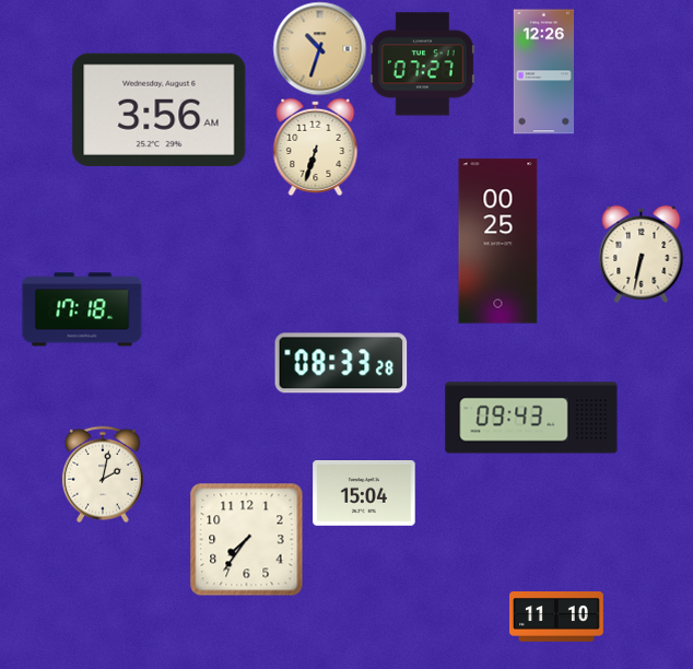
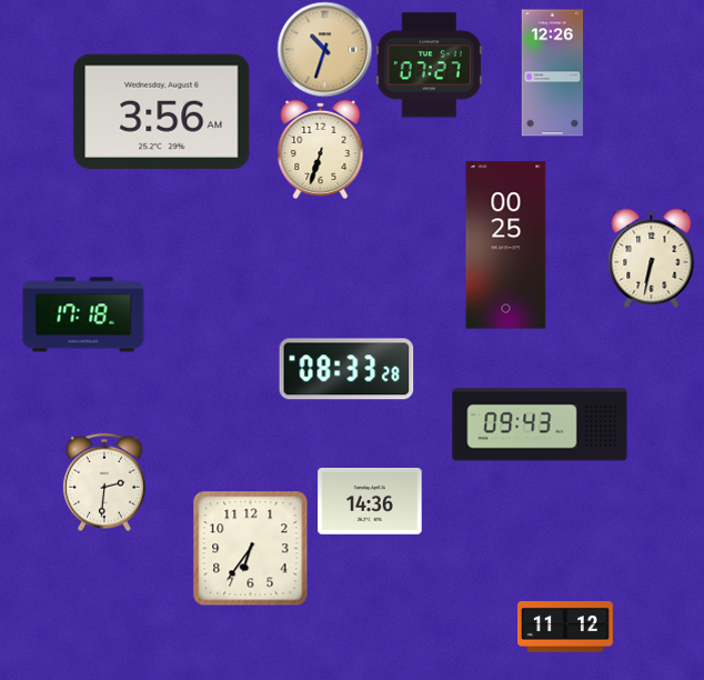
clock at (103, 474): 2:02 -> 2:31
clock at (364, 494): 15:04 -> 14:36
clock at (247, 540): 7:36 -> 6:36
clock at (557, 618): 11:10 -> 11:12
